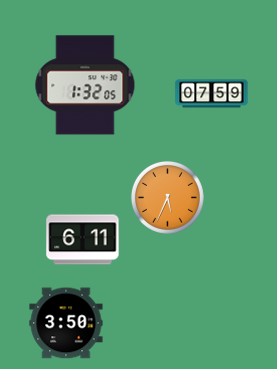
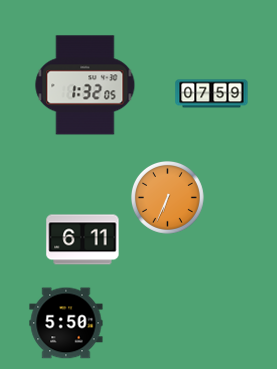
clock at (167, 197): 5:34 -> 6:34
clock at (66, 323): 3:50 -> 5:50
